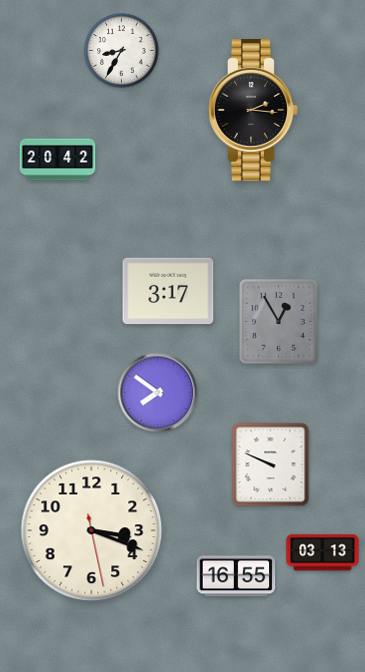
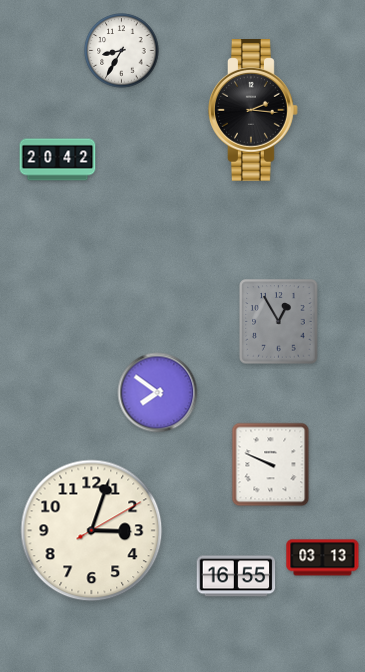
clock at (168, 291): 3:17 -> none
clock at (92, 531): 3:18 -> 3:03
clock at (323, 553) position: (323, 553) -> (323, 558)
